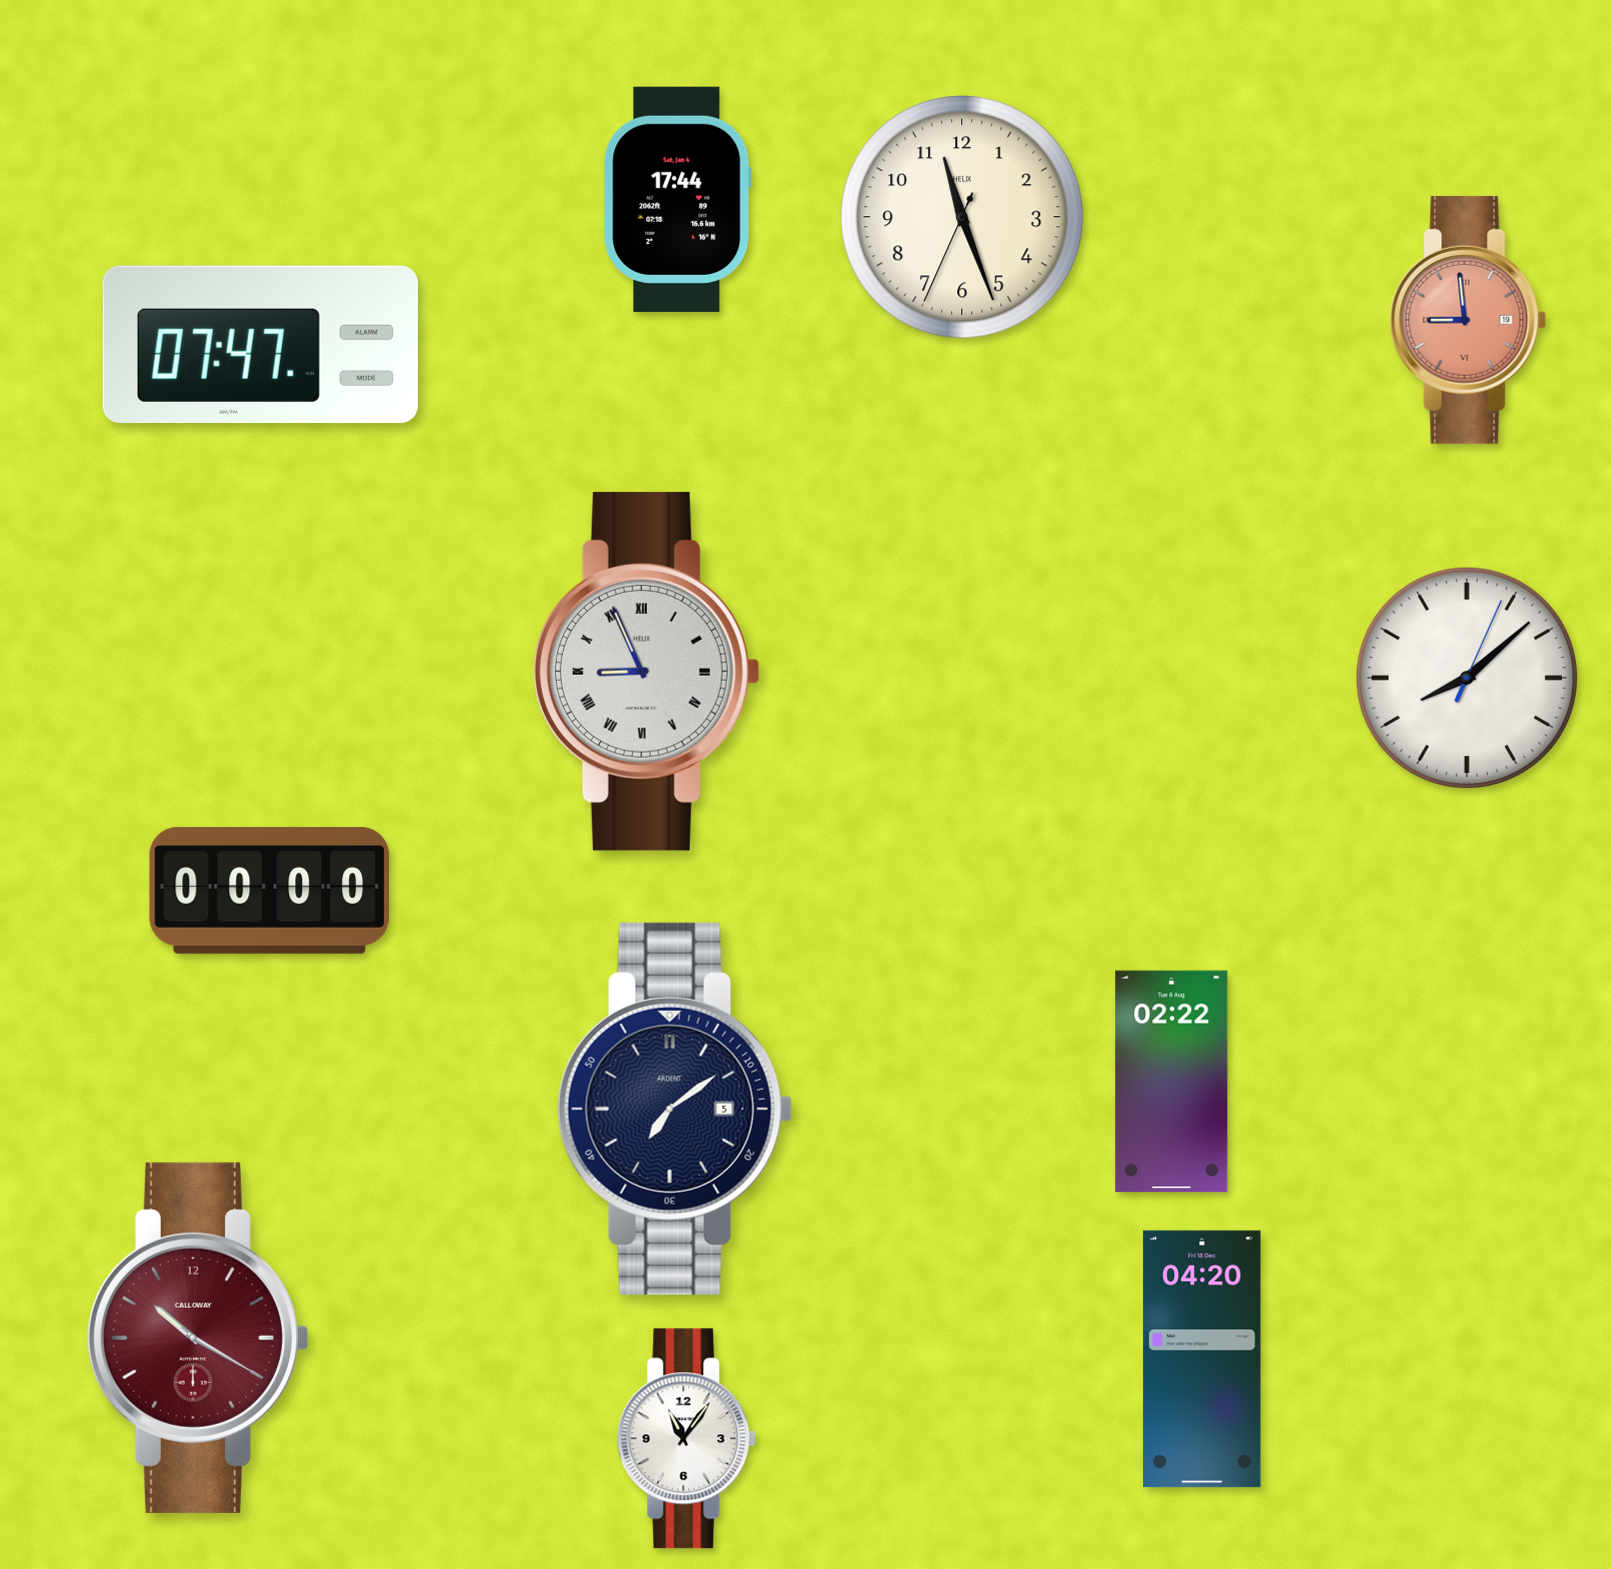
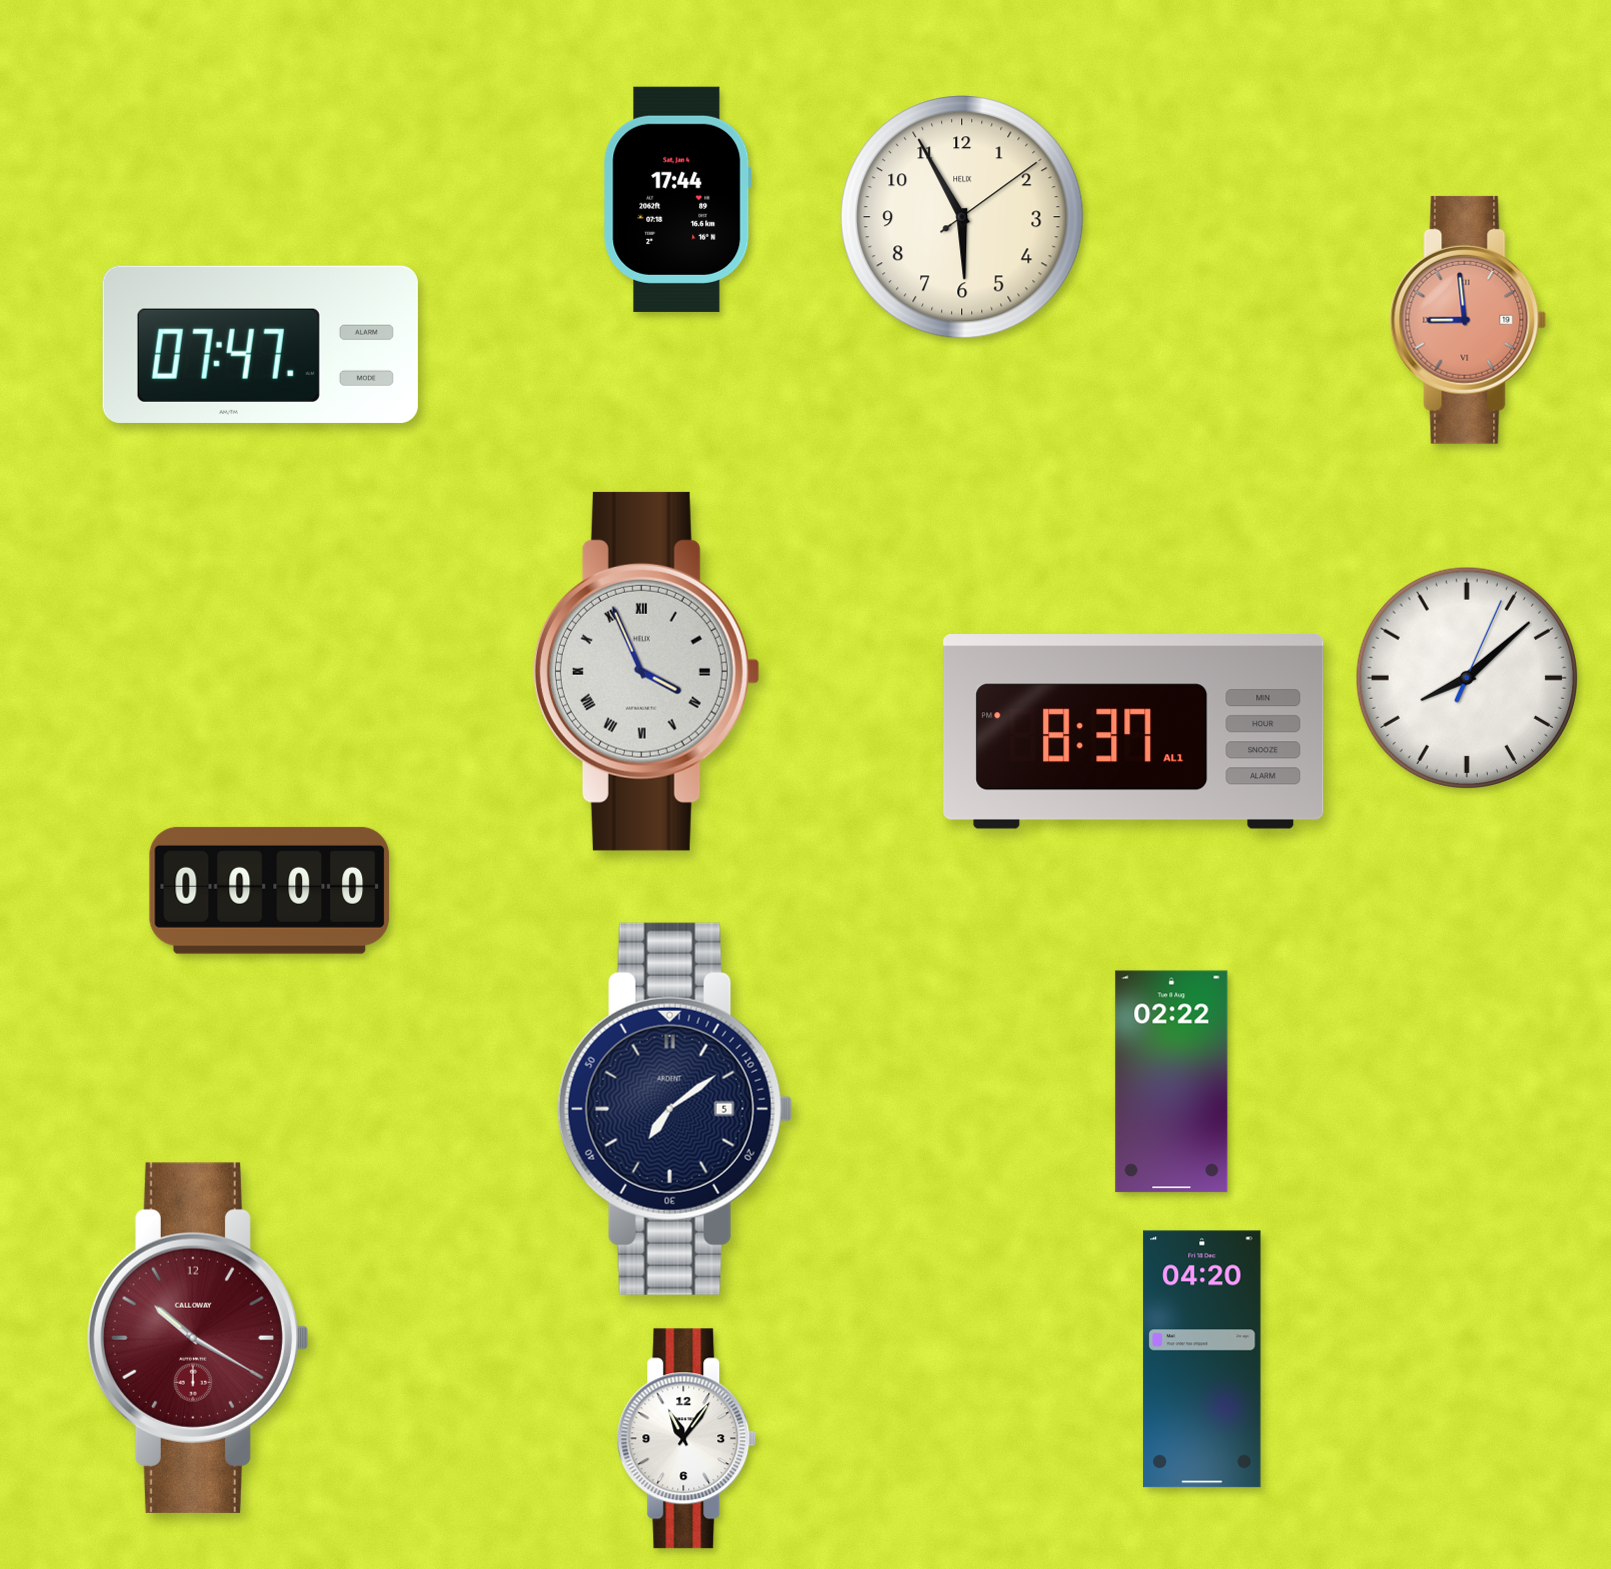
clock at (962, 217): 11:26 -> 5:55
clock at (646, 671): 8:56 -> 3:56
clock at (1134, 732): none -> 8:37
